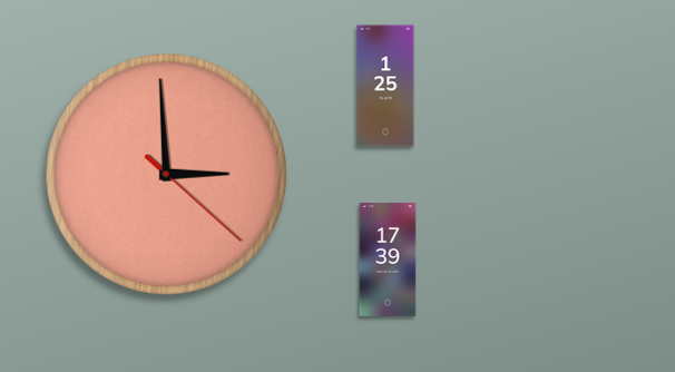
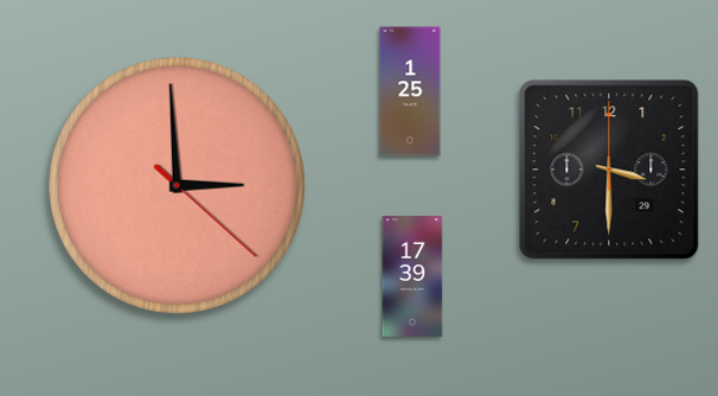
clock at (609, 170): none -> 3:30
